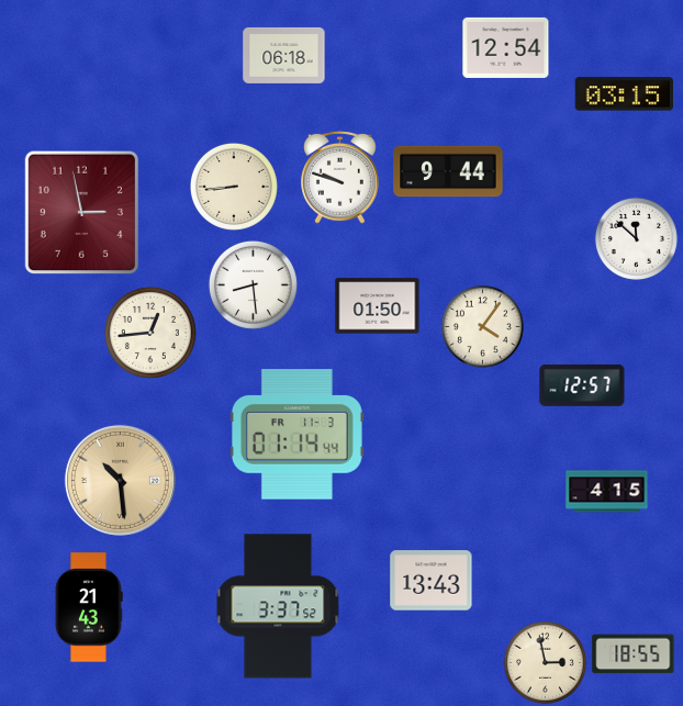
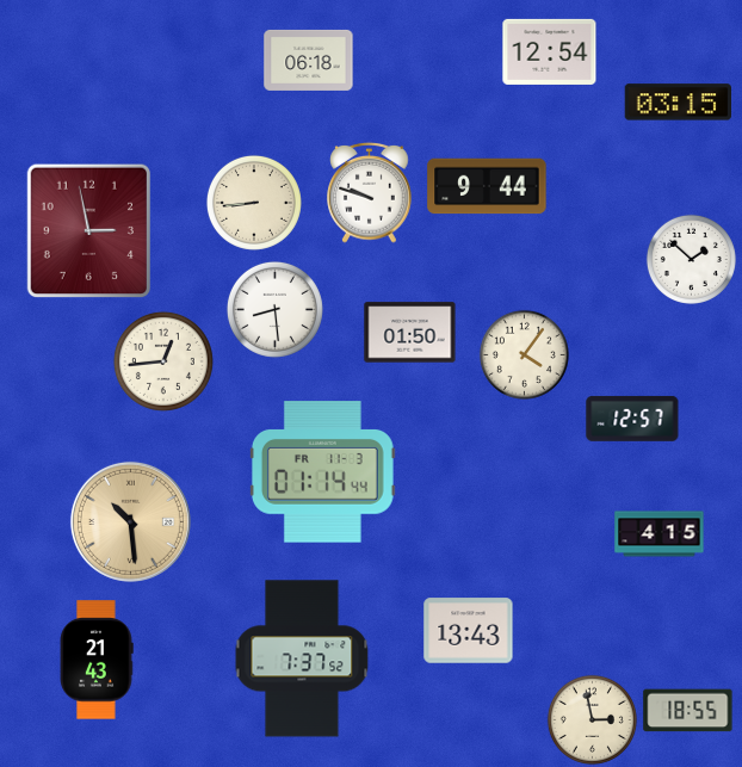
clock at (636, 238): 11:52 -> 1:52
clock at (278, 606): 3:37 -> 7:37
